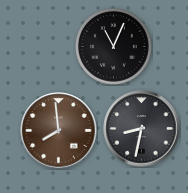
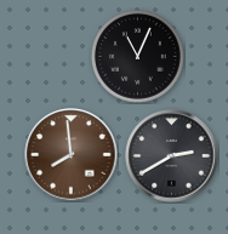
clock at (142, 129): 8:32 -> 2:40
clock at (59, 131) position: (59, 131) -> (72, 155)
